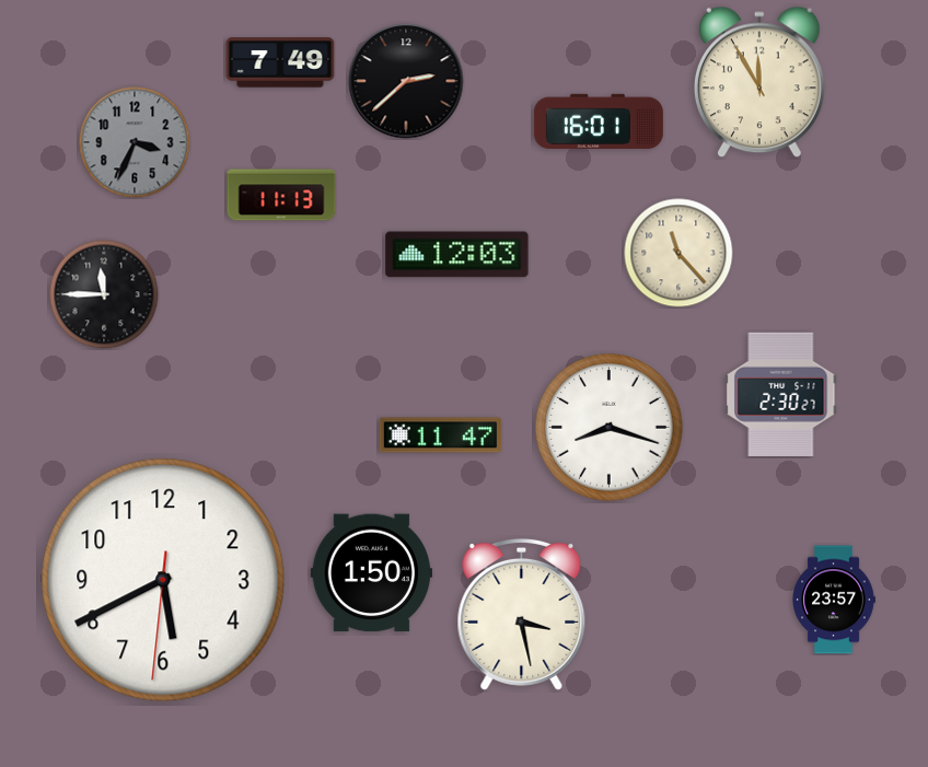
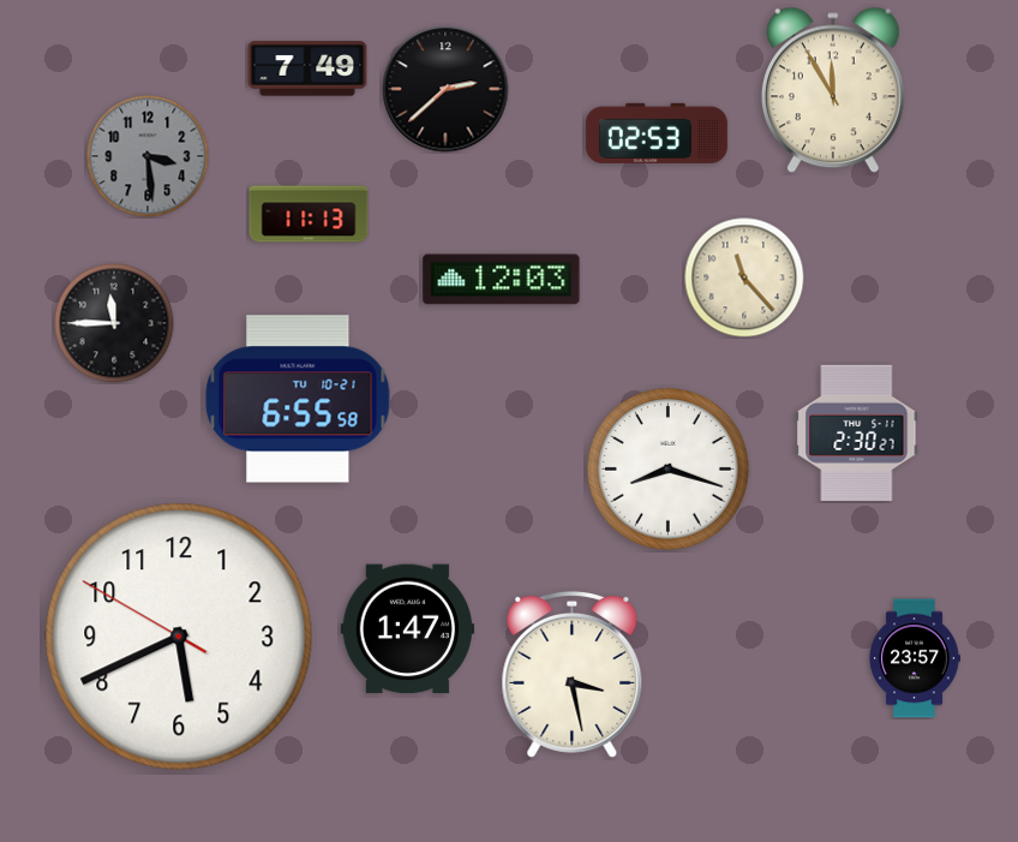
clock at (599, 121): 16:01 -> 02:53
clock at (135, 142): 3:34 -> 3:29
clock at (298, 399): none -> 6:55
clock at (440, 435): 11:47 -> none
clock at (371, 573): 1:50 -> 1:47
clock at (163, 580): 5:40:31 -> 5:40:50
